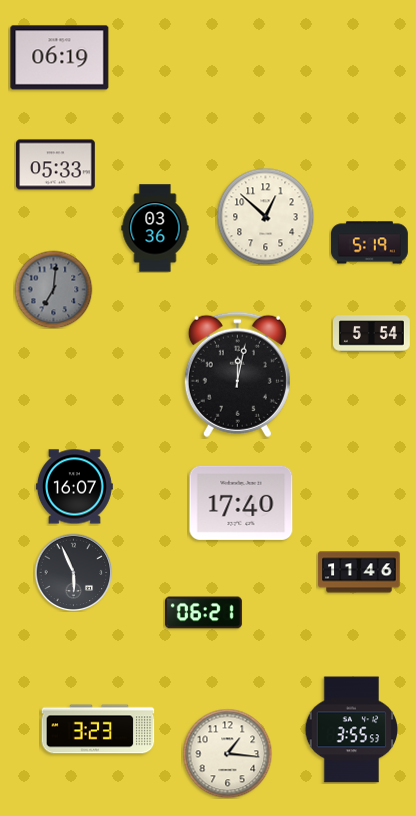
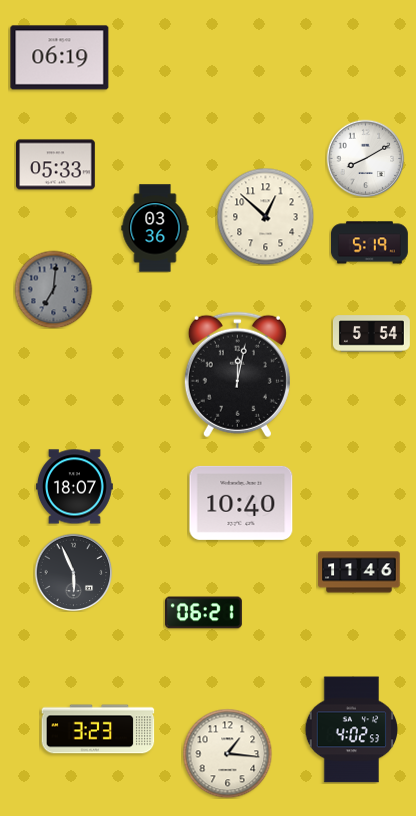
clock at (365, 158): none -> 8:10
clock at (74, 487): 16:07 -> 18:07
clock at (241, 503): 17:40 -> 10:40
clock at (352, 730): 3:55 -> 4:02
